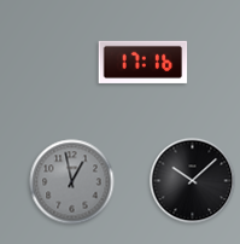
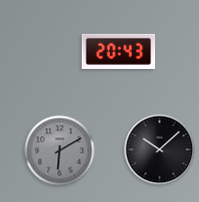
clock at (144, 62): 17:16 -> 20:43
clock at (72, 182): 12:58 -> 6:10
